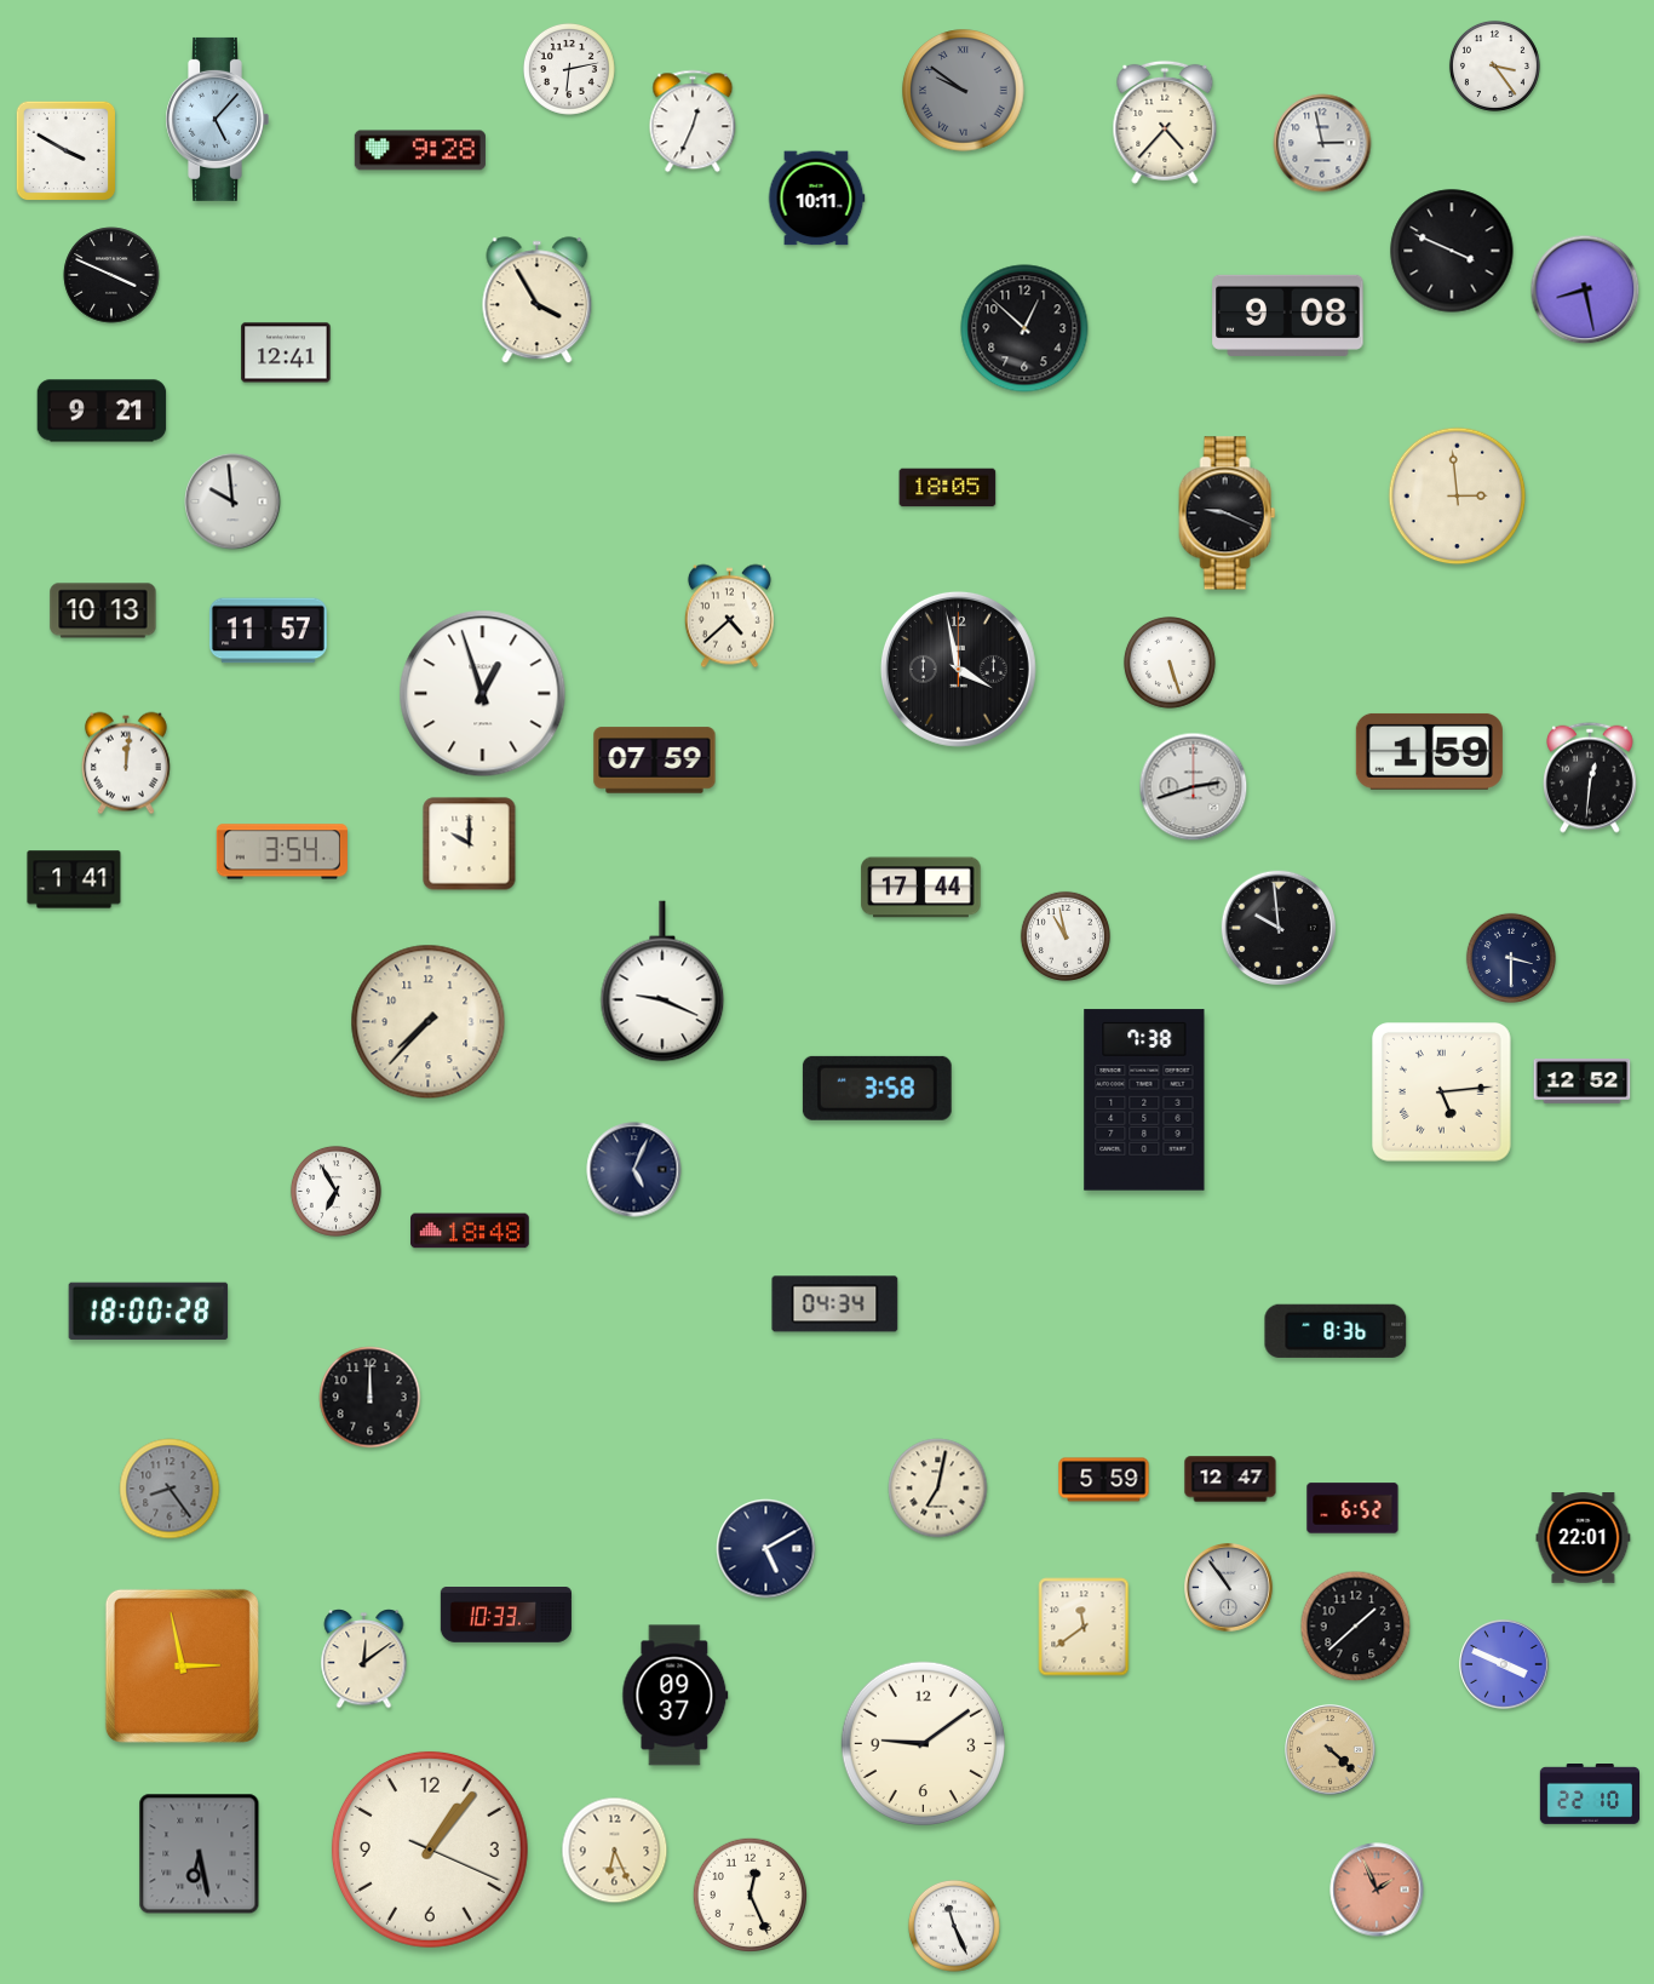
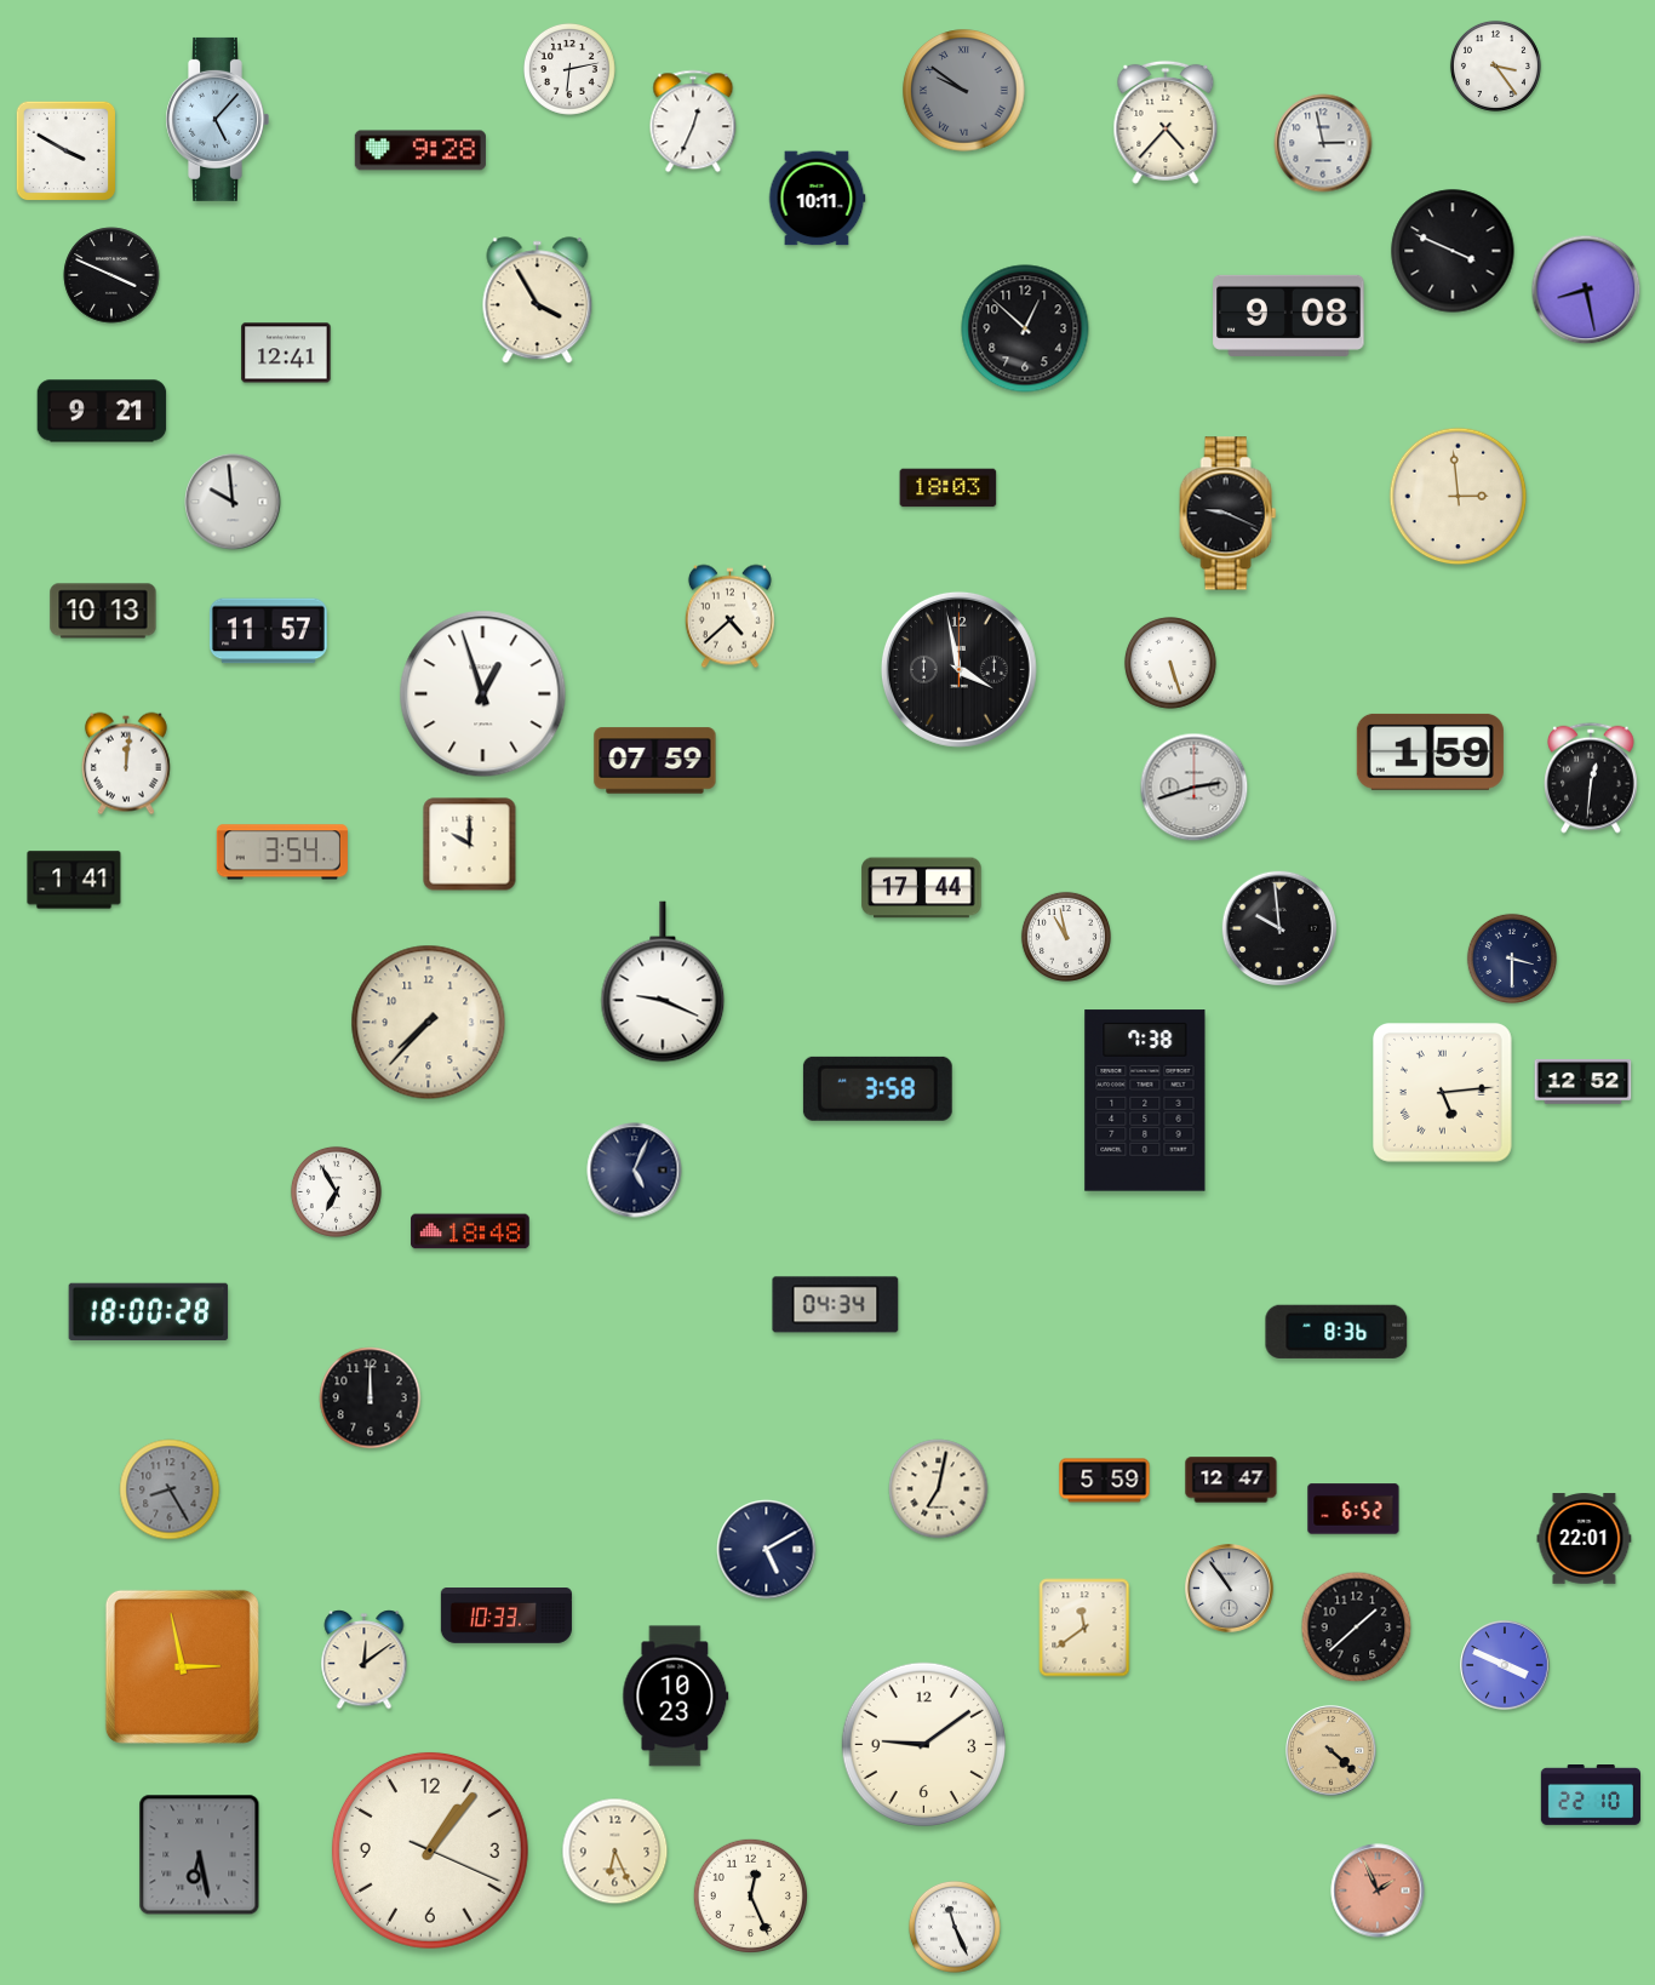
clock at (948, 488): 18:05 -> 18:03
clock at (170, 1489): 8:24 -> 8:25
clock at (676, 1696): 09:37 -> 10:23
